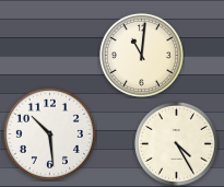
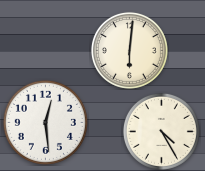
clock at (141, 55): 11:01 -> 6:01
clock at (49, 133): 10:29 -> 12:29
